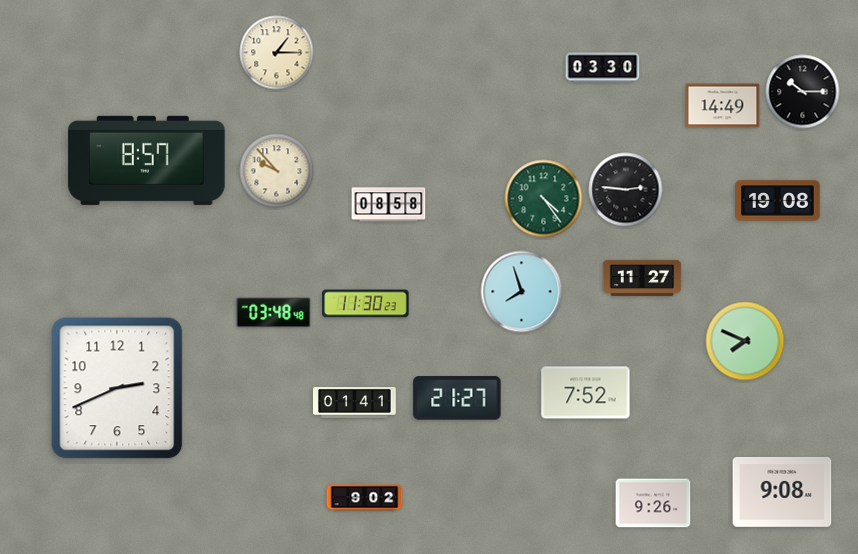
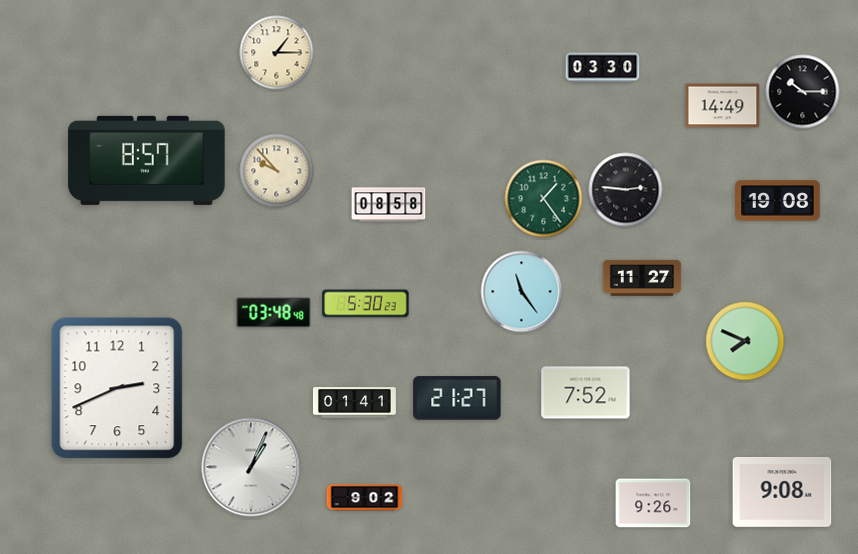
clock at (544, 199): 4:24 -> 1:24
clock at (522, 292): 7:57 -> 11:24
clock at (366, 304): 11:30 -> 5:30
clock at (251, 467): none -> 1:04
